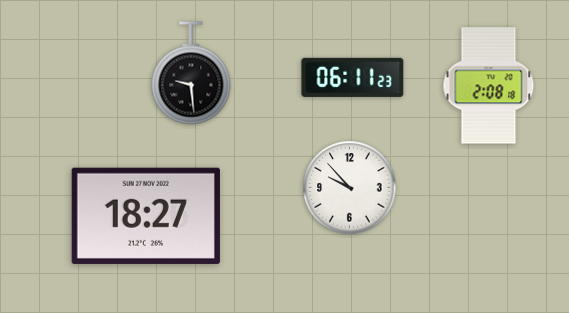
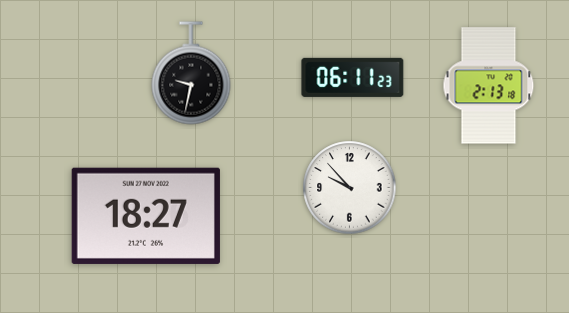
clock at (191, 73): 9:29 -> 9:32
clock at (489, 86): 2:08 -> 2:13
